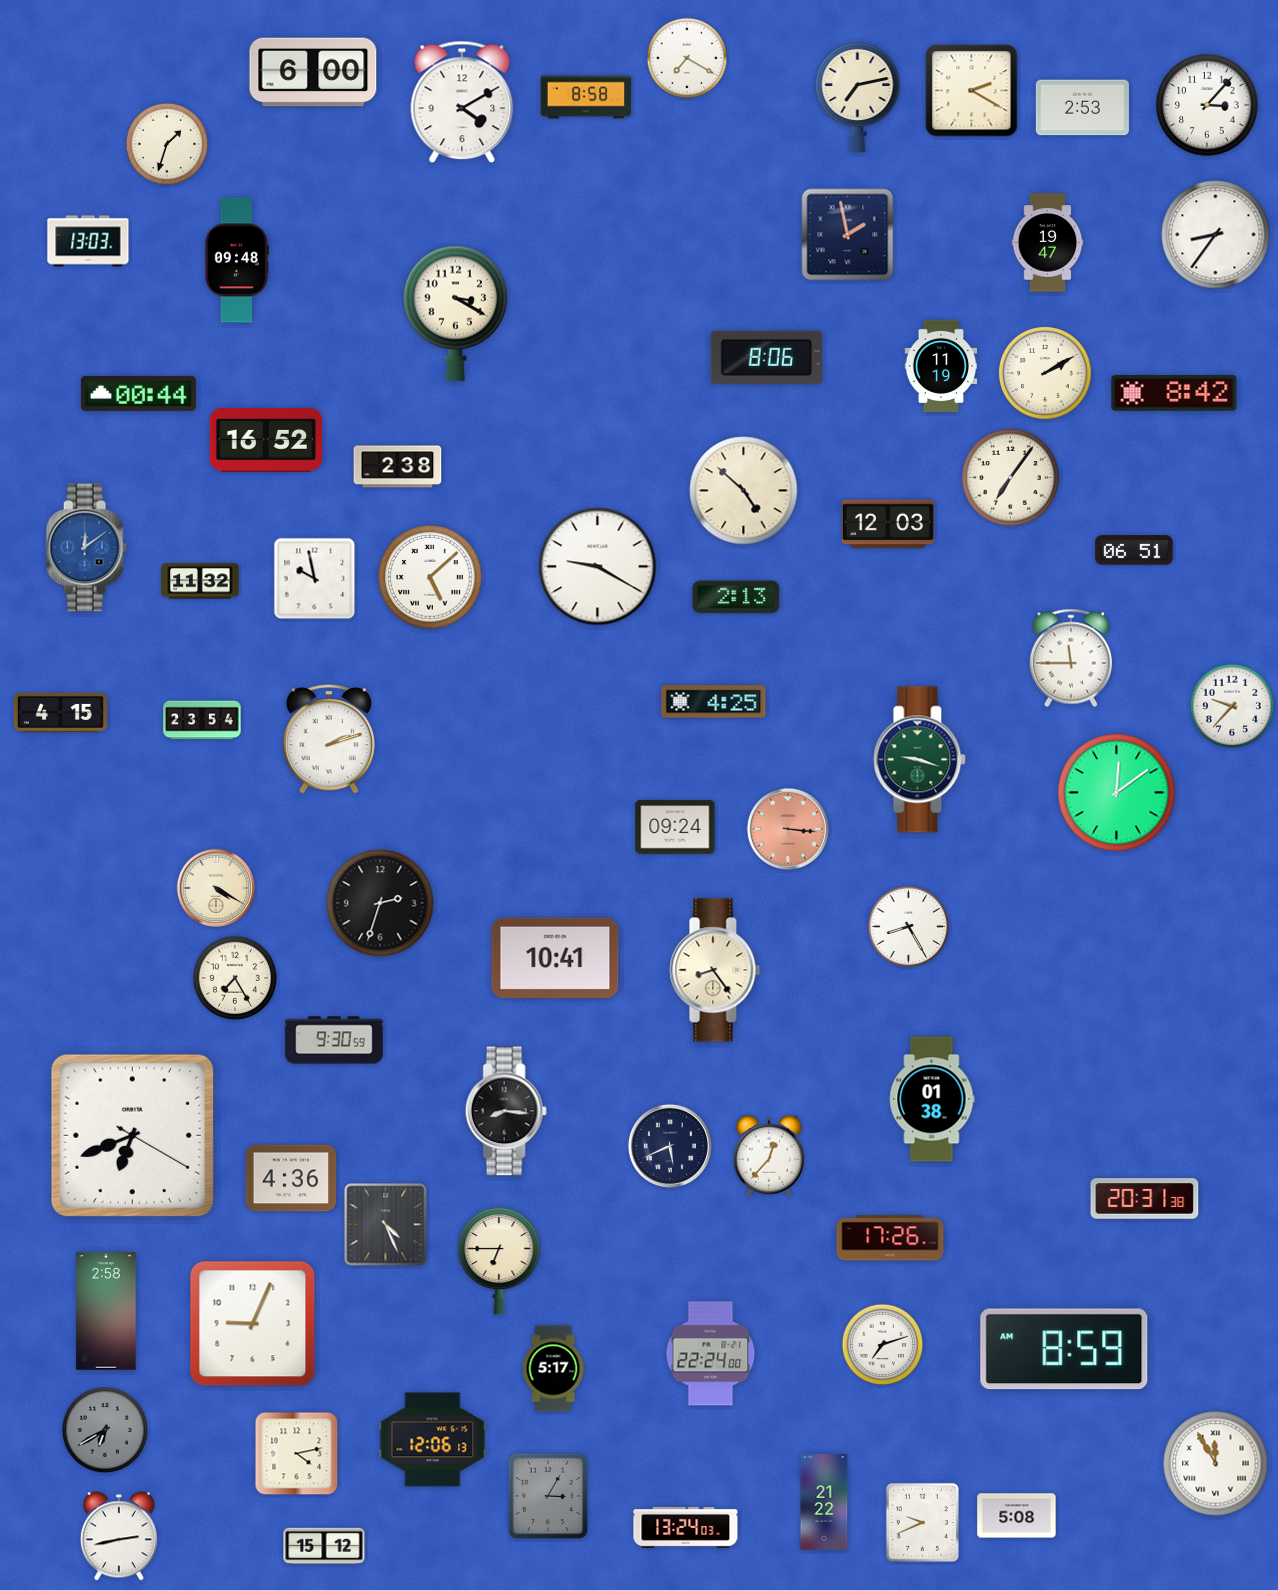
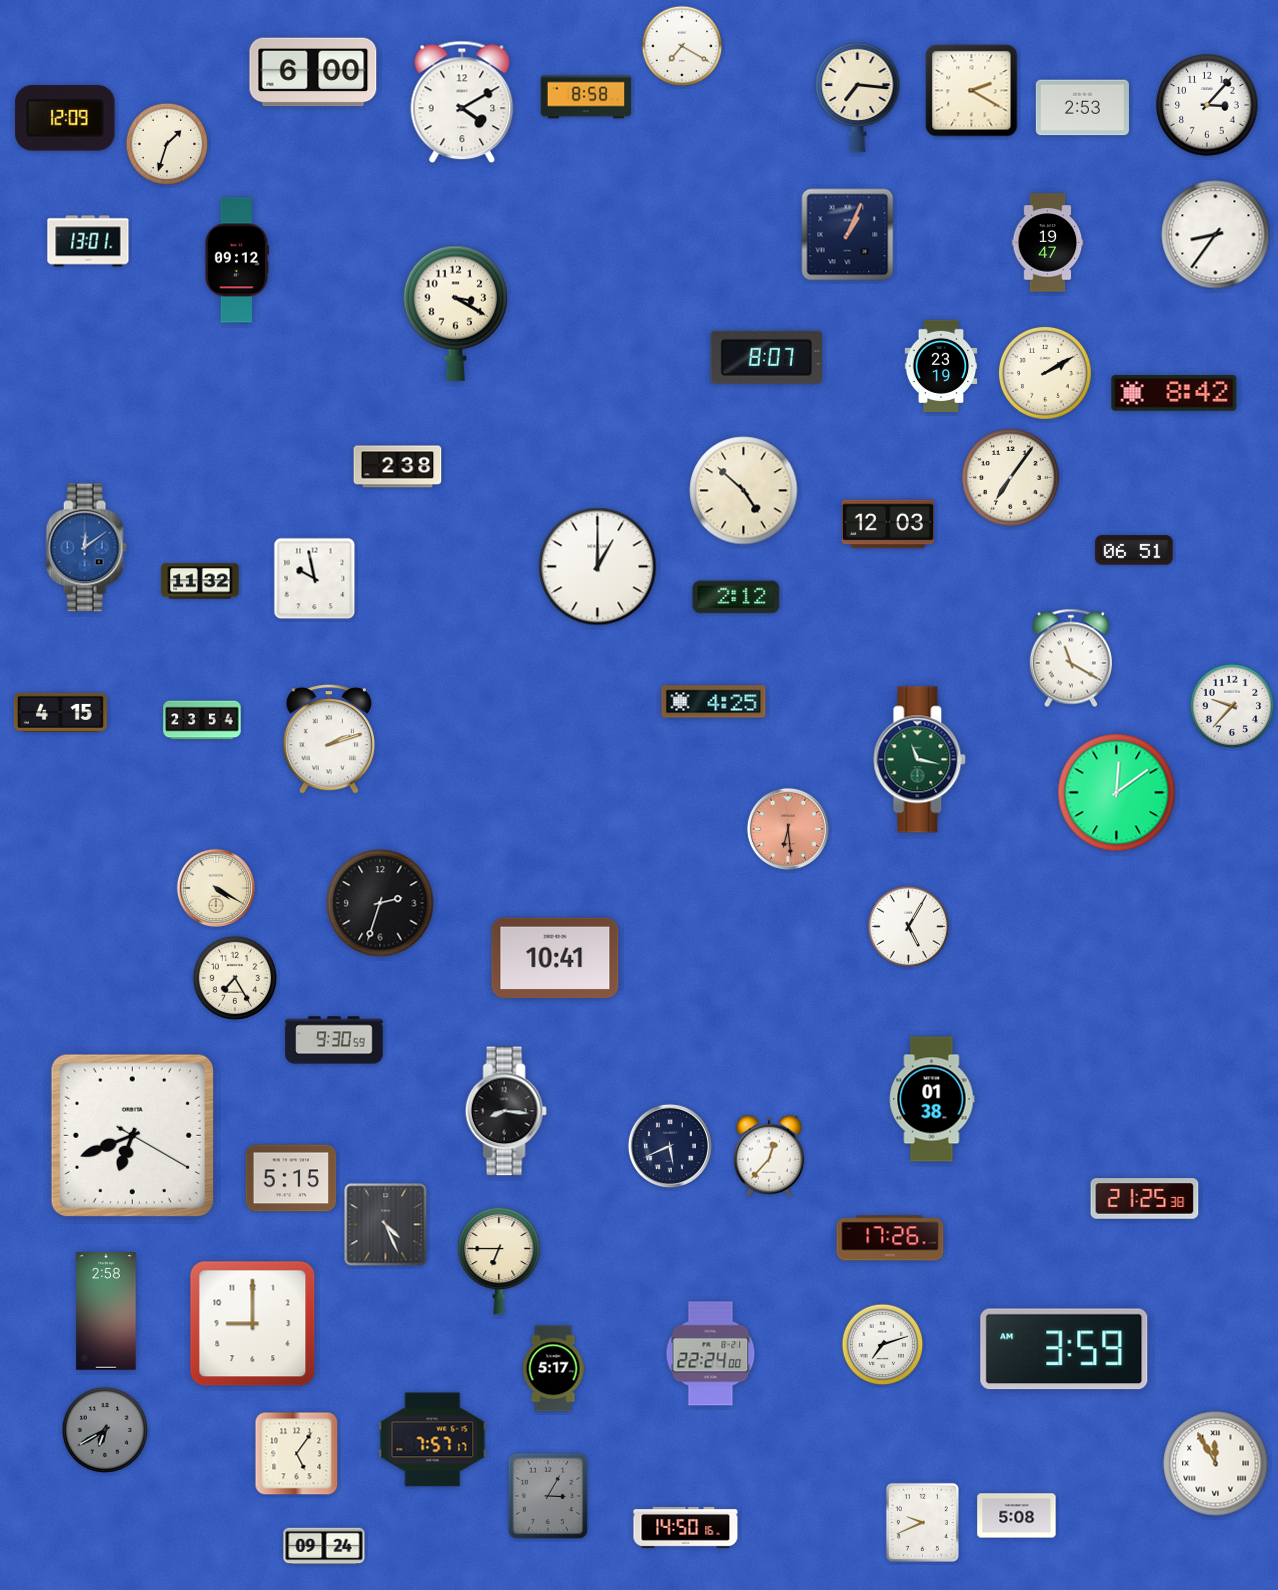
clock at (687, 58) position: (687, 58) -> (682, 46)
clock at (858, 97): 7:13 -> 7:16
clock at (65, 118): none -> 12:09
clock at (848, 235): 1:58 -> 1:04
clock at (88, 241): 13:03 -> 13:01
clock at (236, 260): 09:48 -> 09:12
clock at (766, 357): 8:06 -> 8:07
clock at (941, 365): 11:19 -> 23:19
clock at (138, 393): 00:44 -> none
clock at (266, 440): 16:52 -> none
clock at (598, 567): 9:20 -> 1:00
clock at (430, 577): 5:08 -> none
clock at (736, 597): 2:13 -> 2:12
clock at (1070, 658): 11:45 -> 11:20
clock at (920, 760): 9:18 -> 11:17
clock at (675, 827): 09:24 -> none
clock at (788, 829): 3:16 -> 6:29
clock at (909, 927): 8:25 -> 5:05
clock at (715, 970): 8:24 -> none
clock at (291, 1178): 4:36 -> 5:15
clock at (1145, 1199): 20:31 -> 21:25
clock at (253, 1324): 9:04 -> 9:00
clock at (1064, 1349): 8:59 -> 3:59
clock at (433, 1440): 12:06 -> 7:57
clock at (297, 1454): 4:13 -> 5:06
clock at (824, 1502): 21:22 -> none
clock at (686, 1527): 13:24 -> 14:50
clock at (119, 1536): 2:43 -> none
clock at (324, 1546): 15:12 -> 09:24
